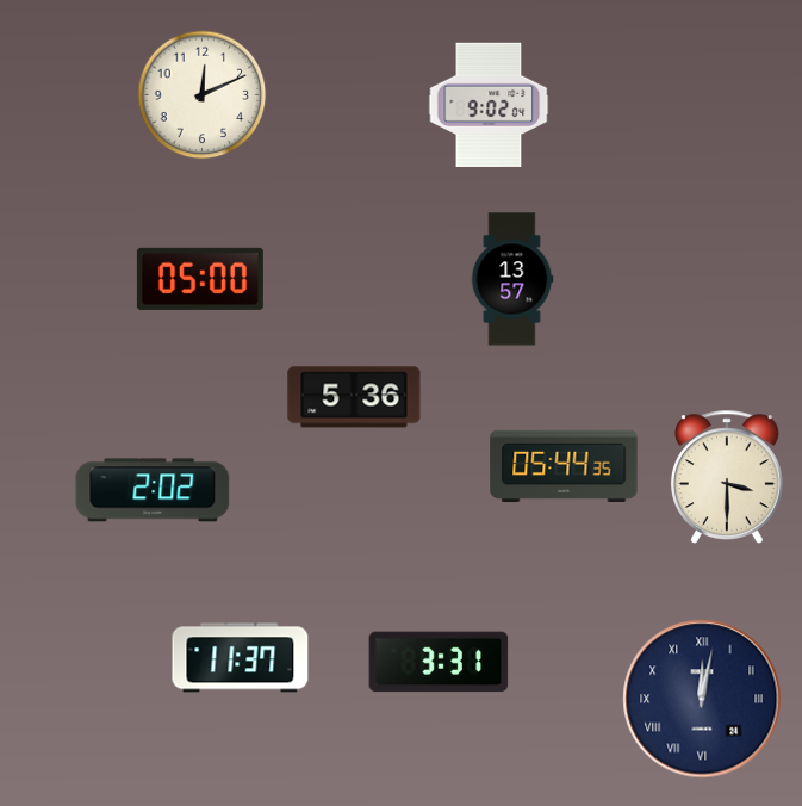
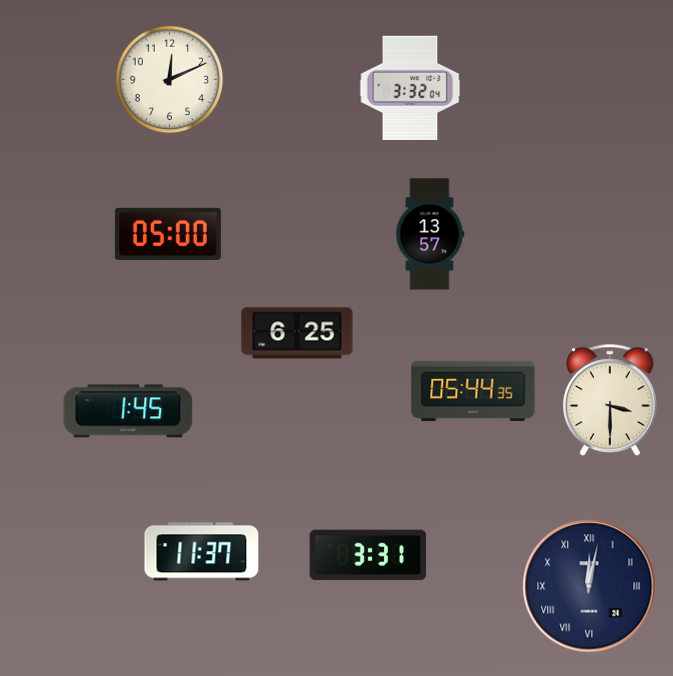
clock at (489, 104): 9:02 -> 3:32
clock at (354, 397): 5:36 -> 6:25
clock at (153, 490): 2:02 -> 1:45
